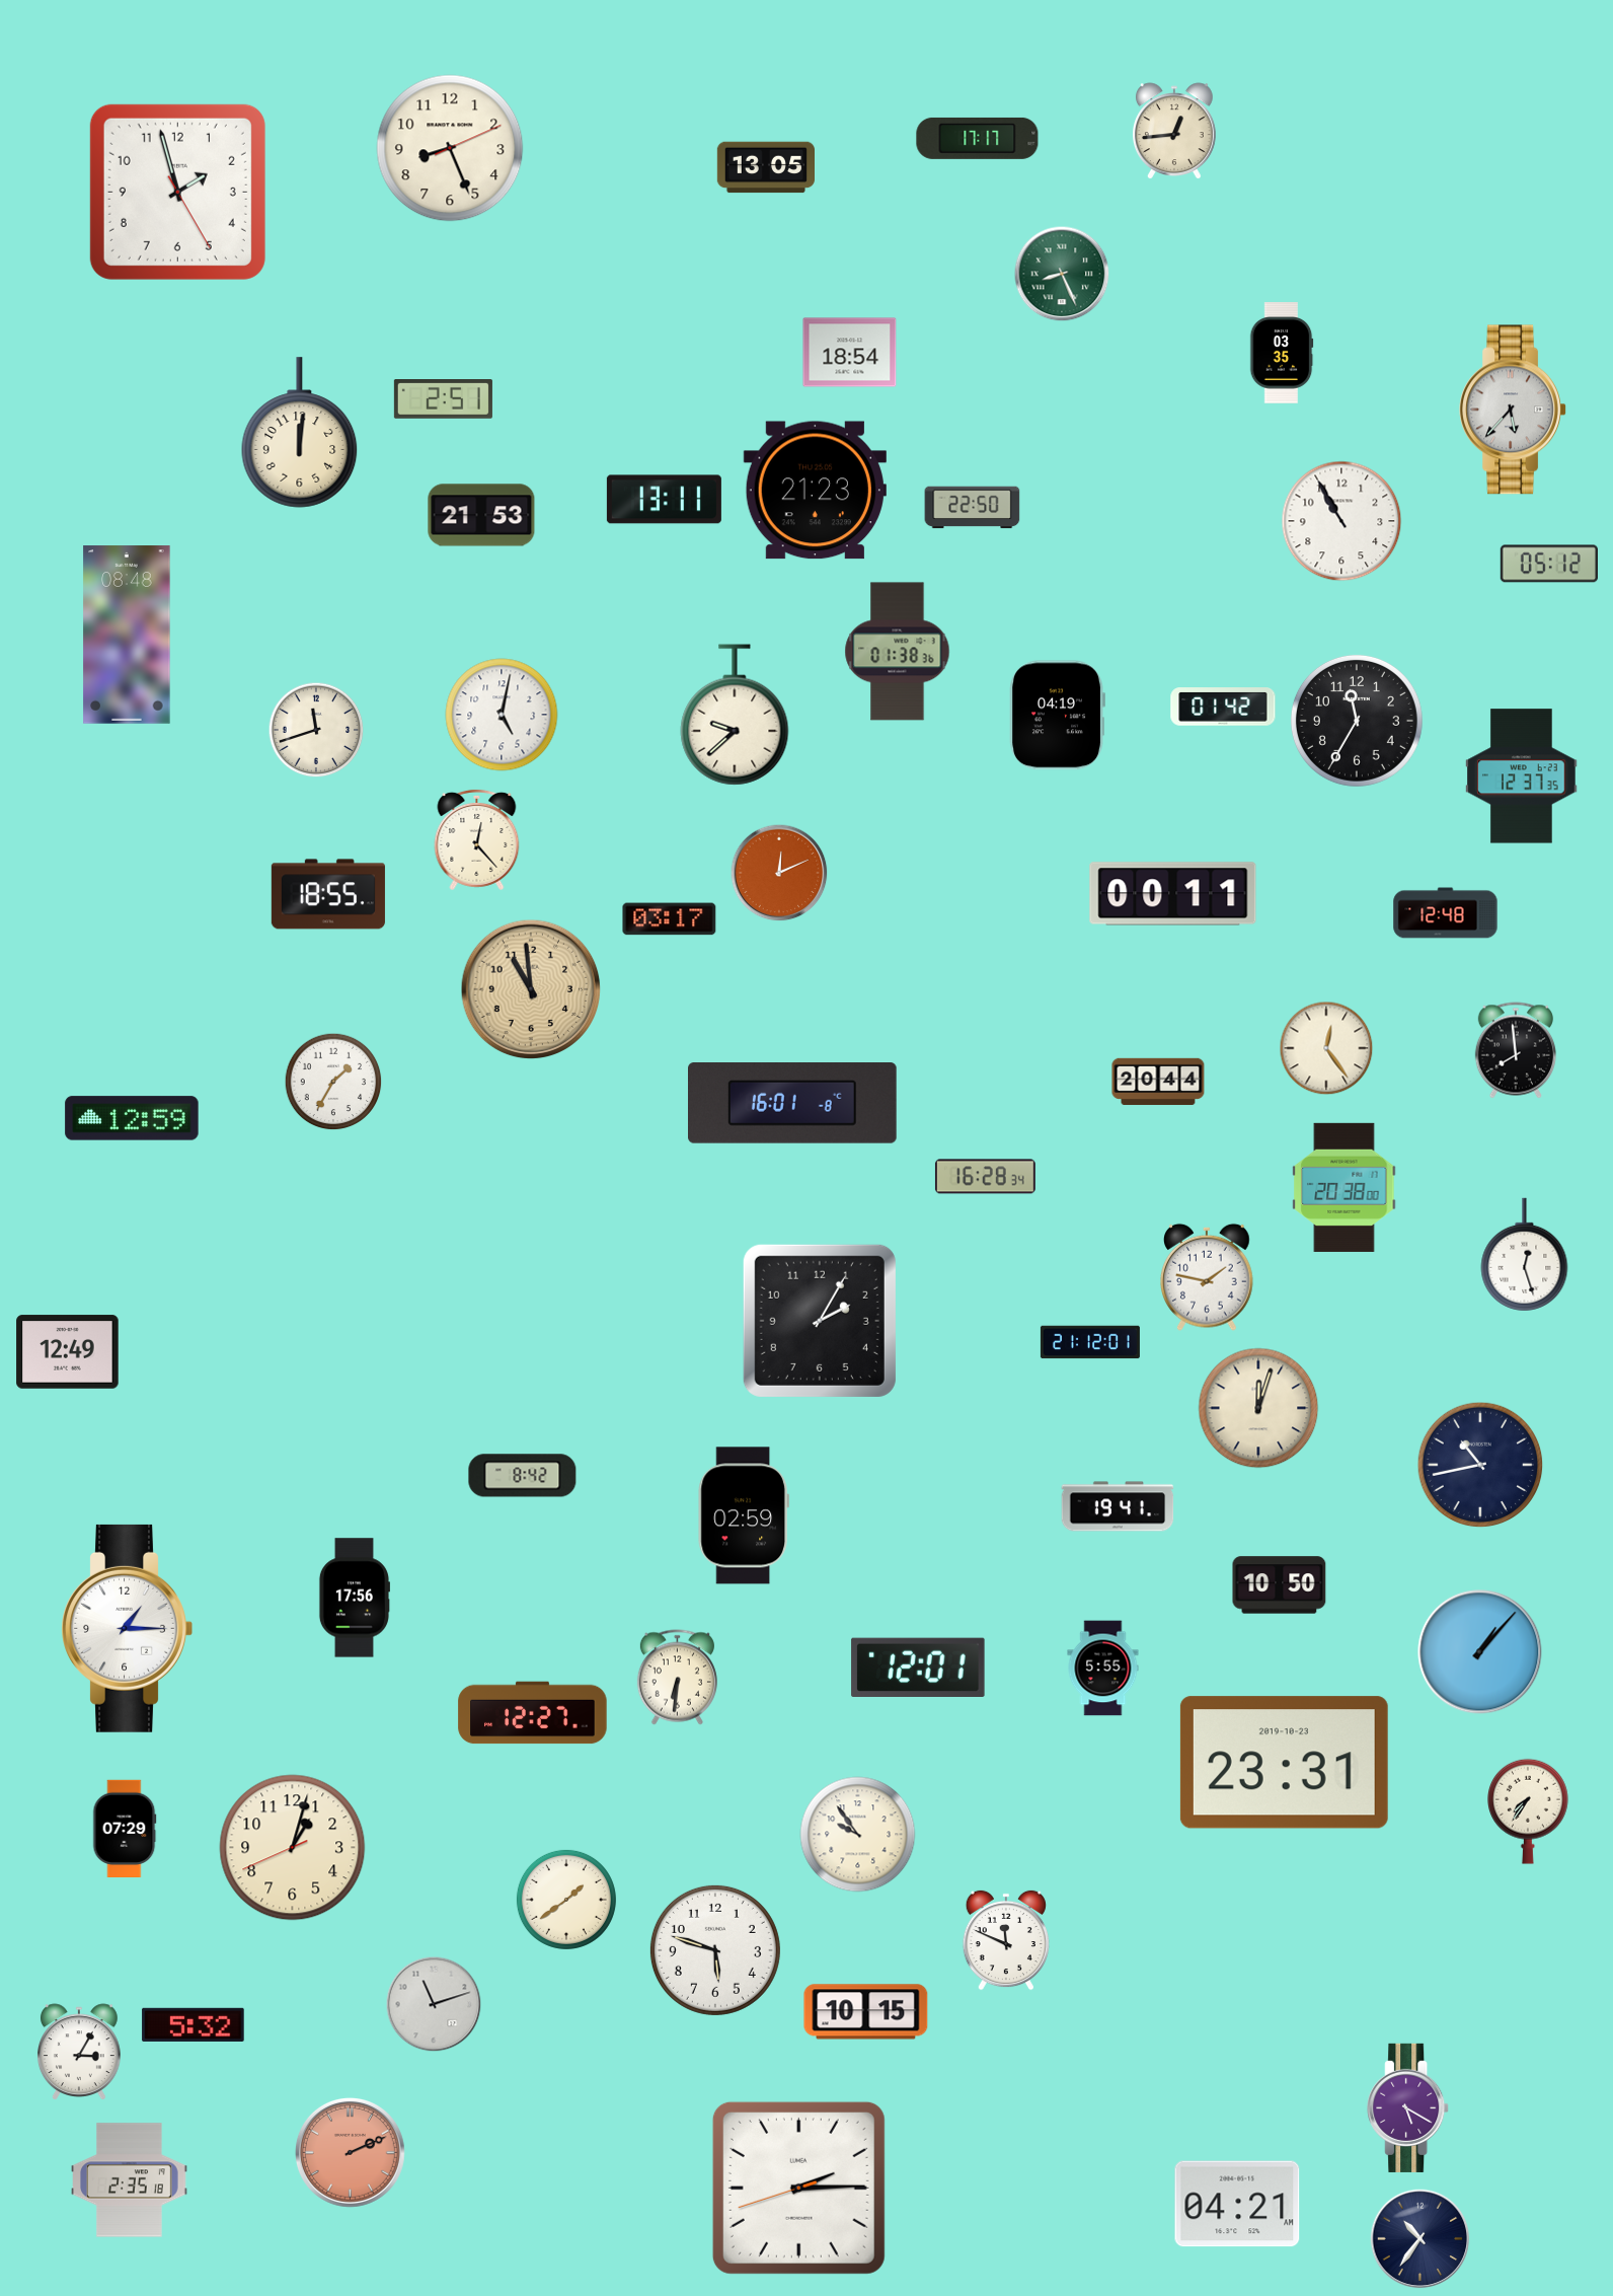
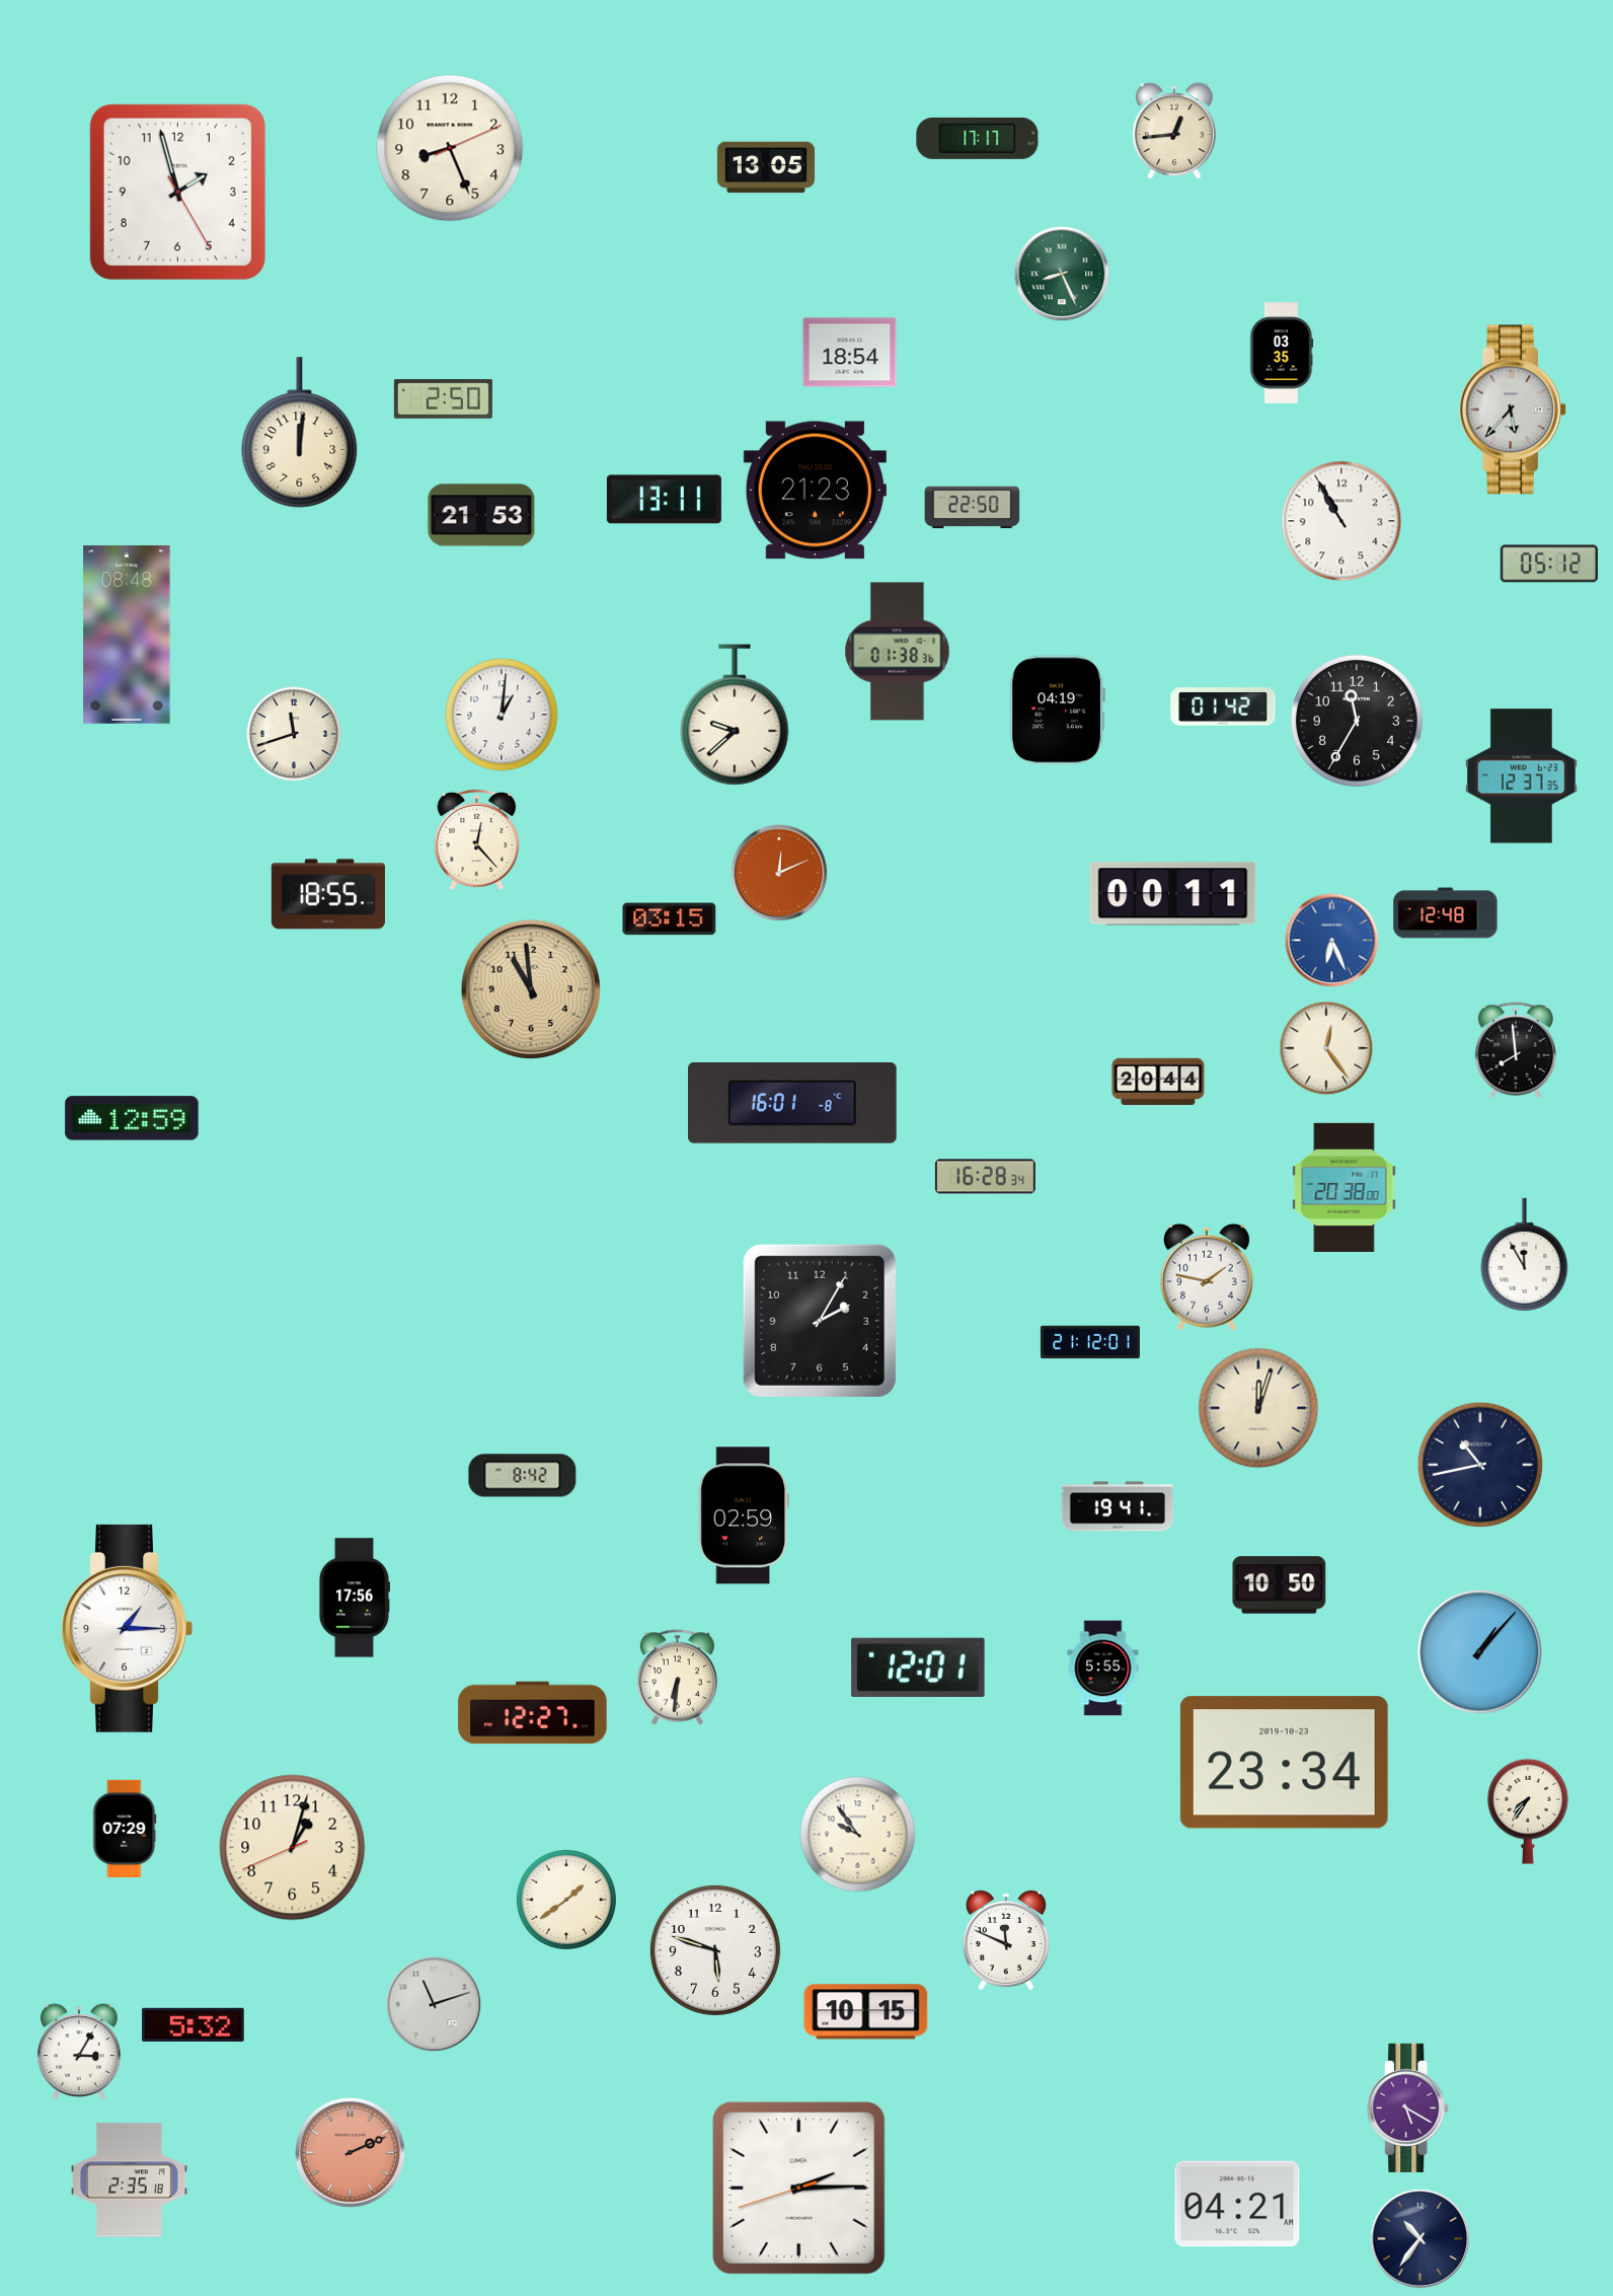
clock at (443, 399): 2:51 -> 2:50
clock at (502, 715): 5:02 -> 1:01
clock at (1057, 716) position: (1057, 716) -> (1057, 711)
clock at (316, 730) position: (316, 730) -> (294, 734)
clock at (670, 919): 03:17 -> 03:15
clock at (1332, 941): none -> 6:26
clock at (333, 1082): 1:35 -> none
clock at (1525, 1255): 12:27 -> 11:55
clock at (68, 1352): 12:49 -> none
clock at (1284, 1763): 23:31 -> 23:34
